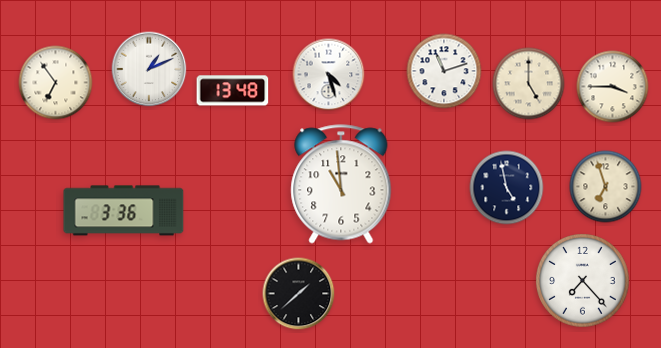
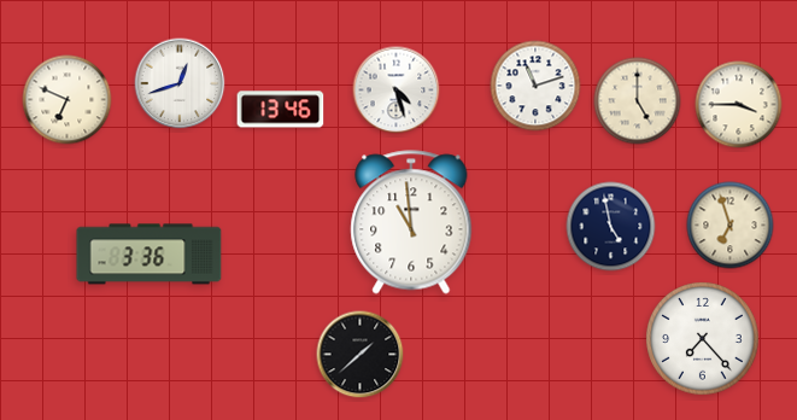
clock at (149, 69): 1:11 -> 12:42
clock at (56, 83): 6:54 -> 6:49
clock at (233, 91): 13:48 -> 13:46
